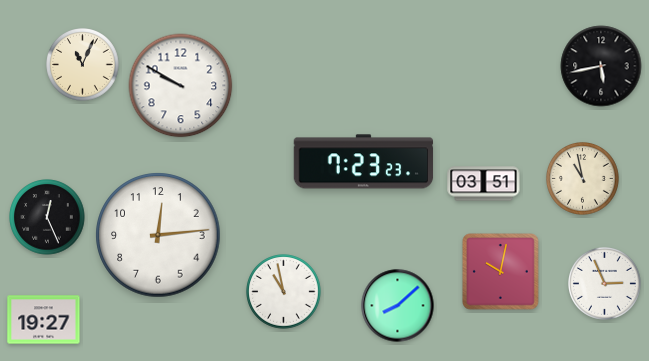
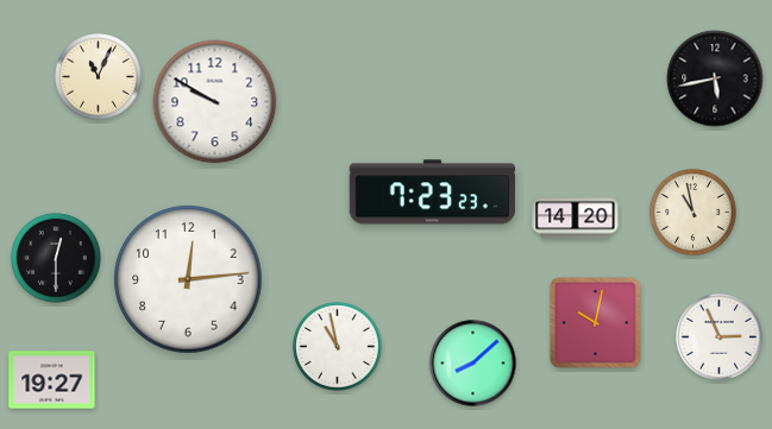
clock at (484, 184): 03:51 -> 14:20
clock at (47, 217): 12:26 -> 12:30
